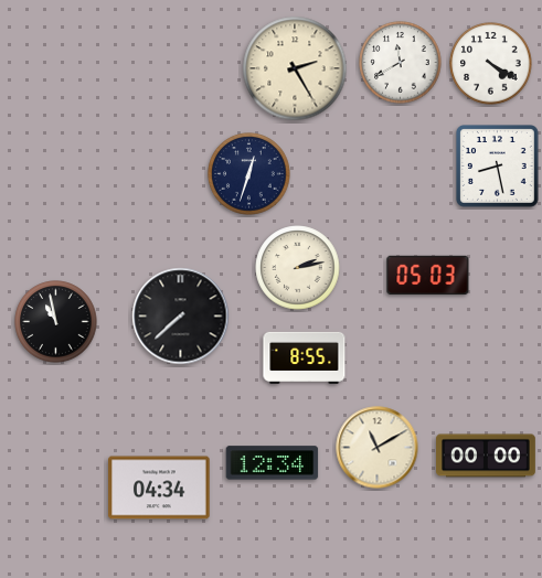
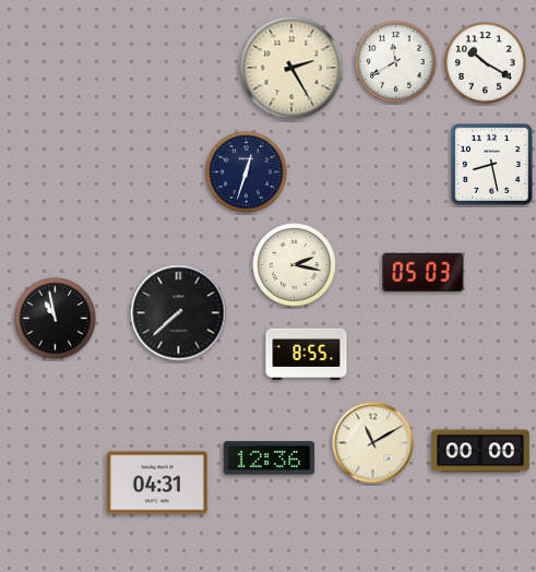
clock at (491, 64): 4:20 -> 10:20
clock at (298, 268): 2:13 -> 2:17
clock at (305, 357) position: (305, 357) -> (307, 354)
clock at (273, 463): 12:34 -> 12:36
clock at (159, 488): 04:34 -> 04:31
